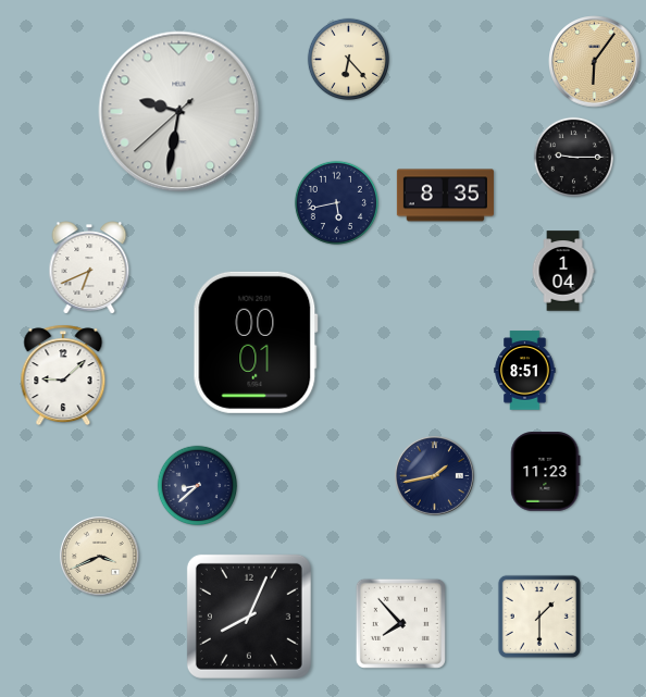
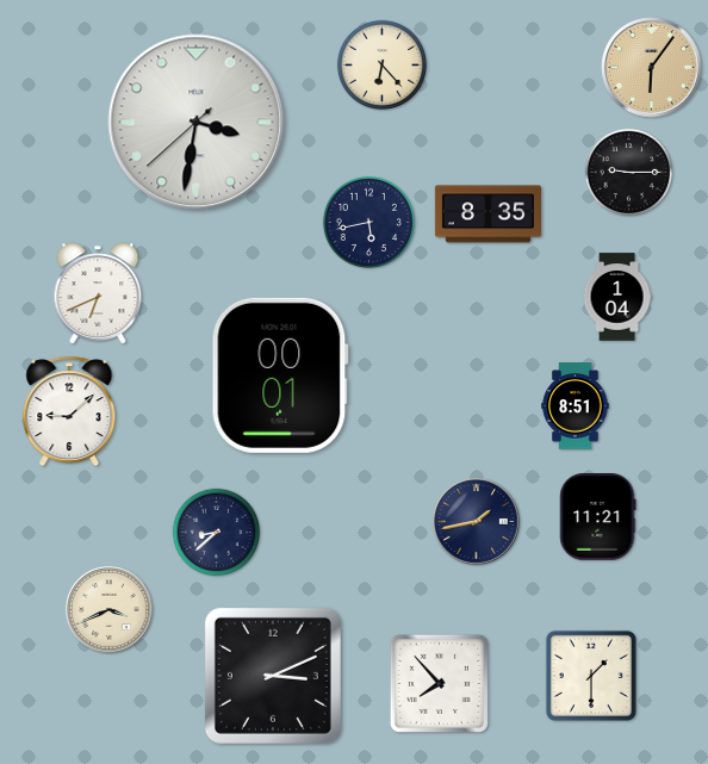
clock at (179, 112): 9:31 -> 3:31
clock at (546, 472): 11:23 -> 11:21
clock at (249, 617): 8:04 -> 3:11
